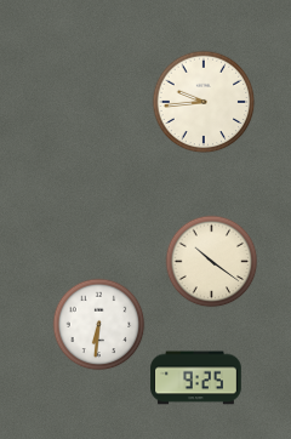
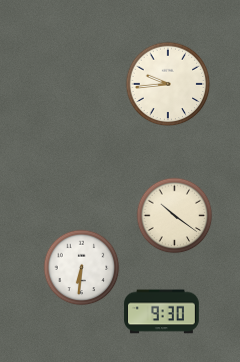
clock at (196, 378): 9:25 -> 9:30
